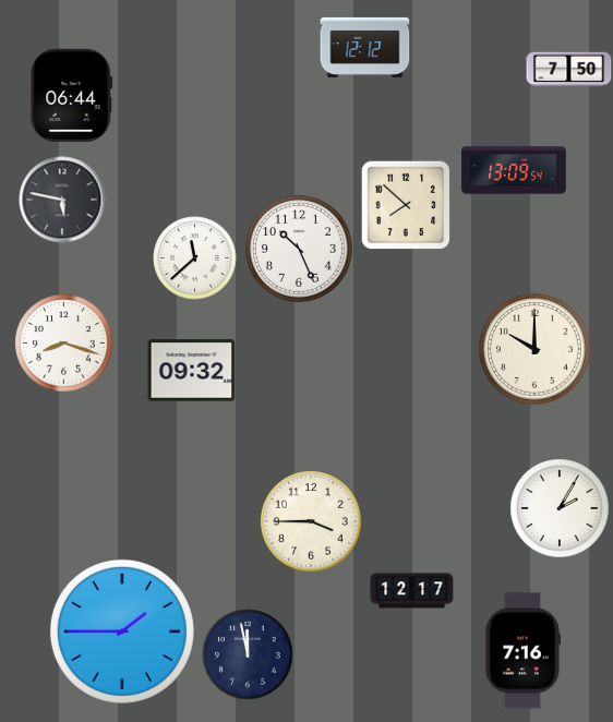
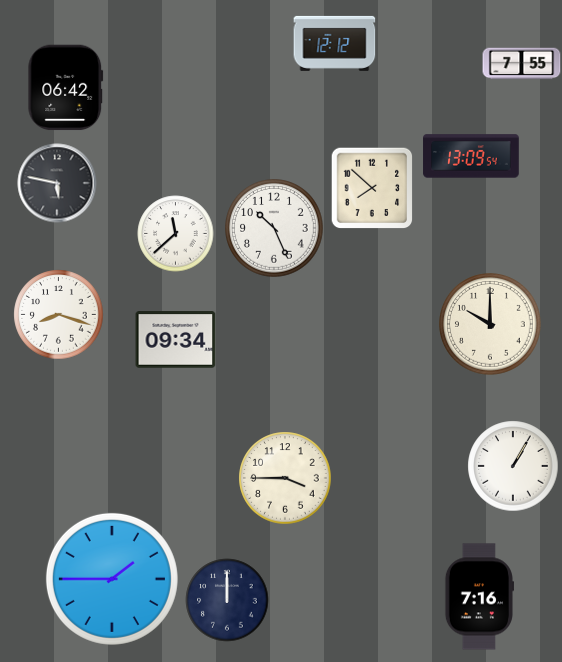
clock at (569, 70): 7:50 -> 7:55
clock at (72, 96): 06:44 -> 06:42
clock at (195, 258) position: (195, 258) -> (176, 234)
clock at (536, 350) position: (536, 350) -> (491, 325)
clock at (192, 371): 09:32 -> 09:34
clock at (560, 508): 2:05 -> 1:05
clock at (412, 591): 12:17 -> none
clock at (248, 654): 11:58 -> 12:00
